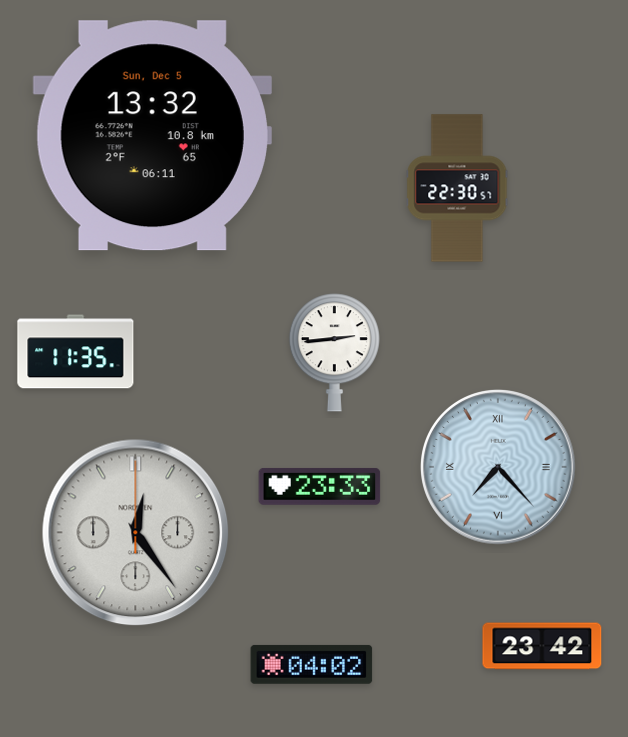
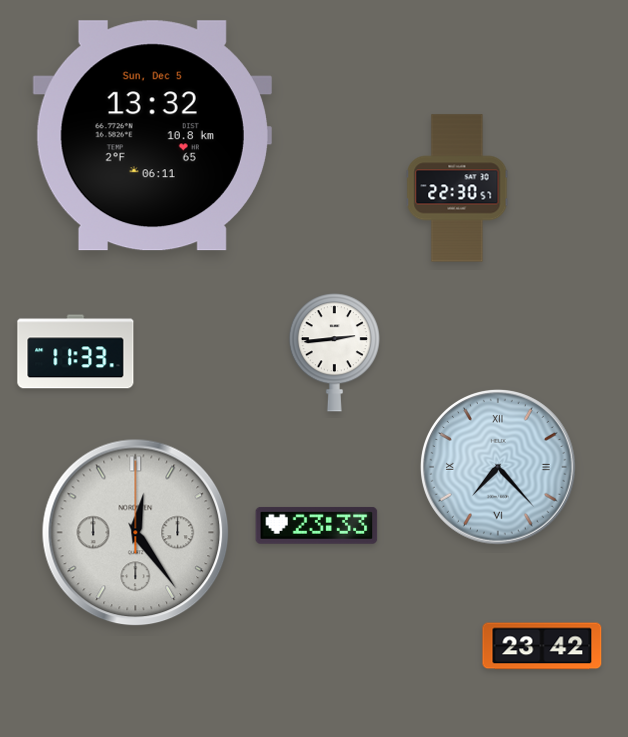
clock at (76, 352): 11:35 -> 11:33
clock at (320, 486) position: (320, 486) -> (317, 525)
clock at (312, 664): 04:02 -> none
